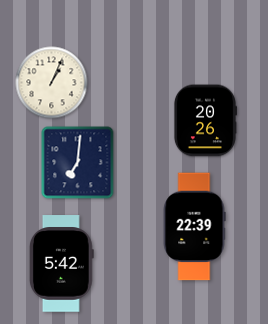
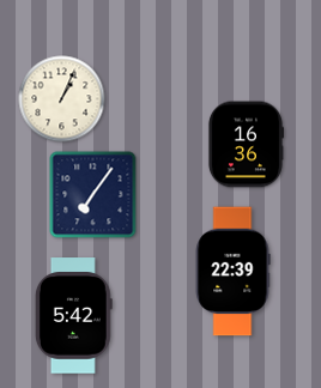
clock at (205, 121): 20:26 -> 16:36
clock at (78, 163): 7:01 -> 7:06
